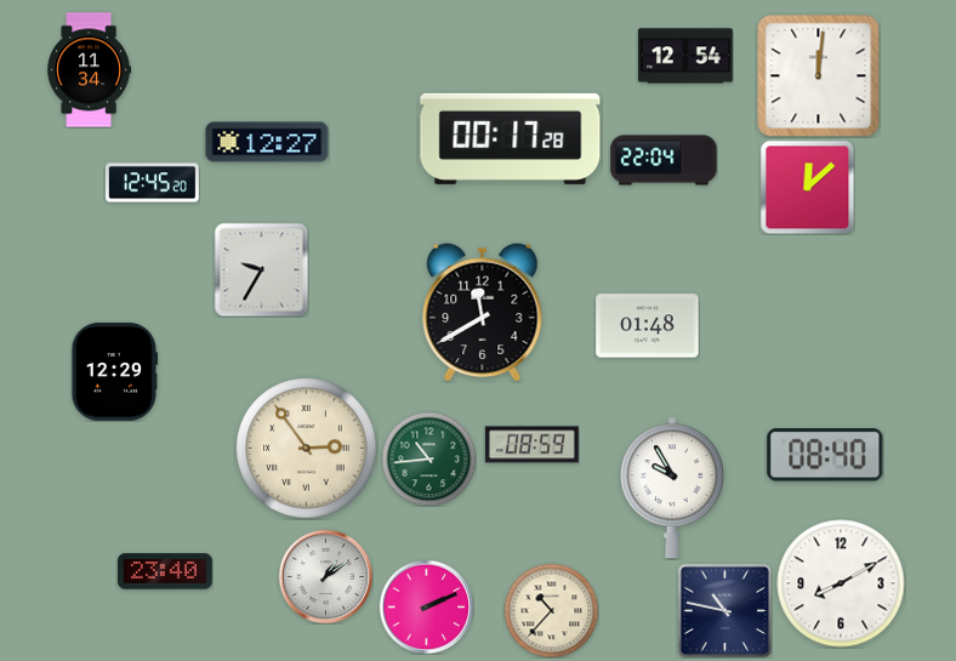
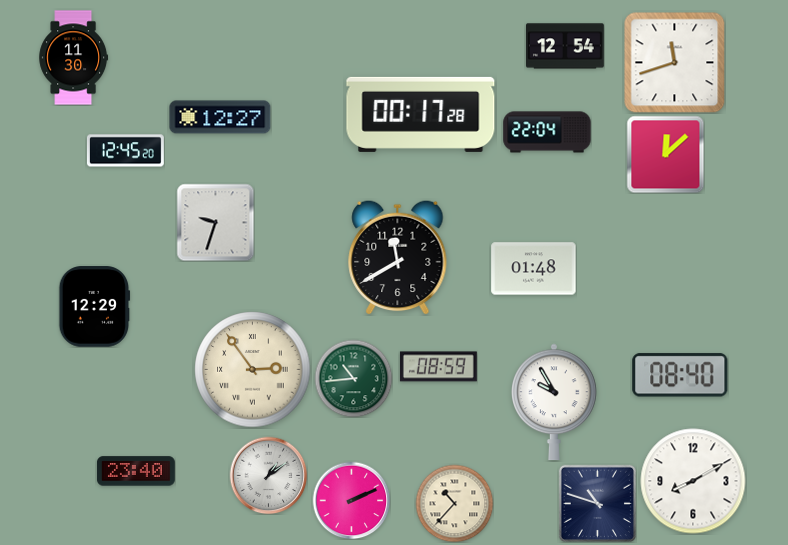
clock at (90, 70): 11:34 -> 11:30
clock at (818, 75): 12:01 -> 11:42
clock at (261, 269): 9:35 -> 9:33
clock at (724, 610): 10:47 -> 10:48
